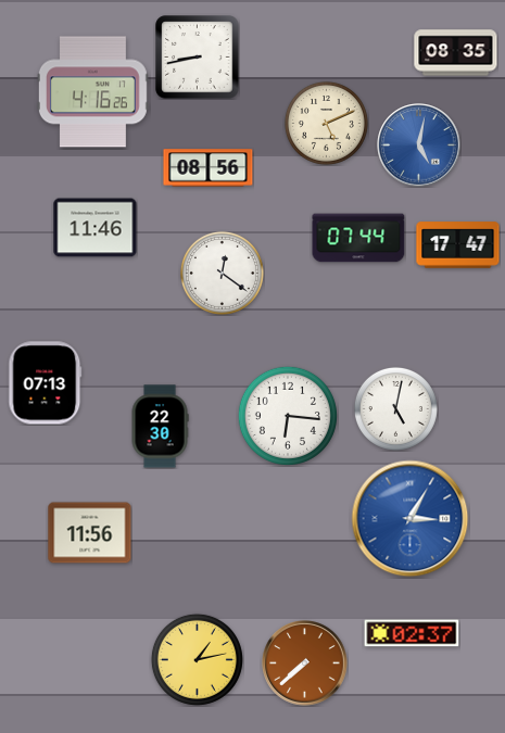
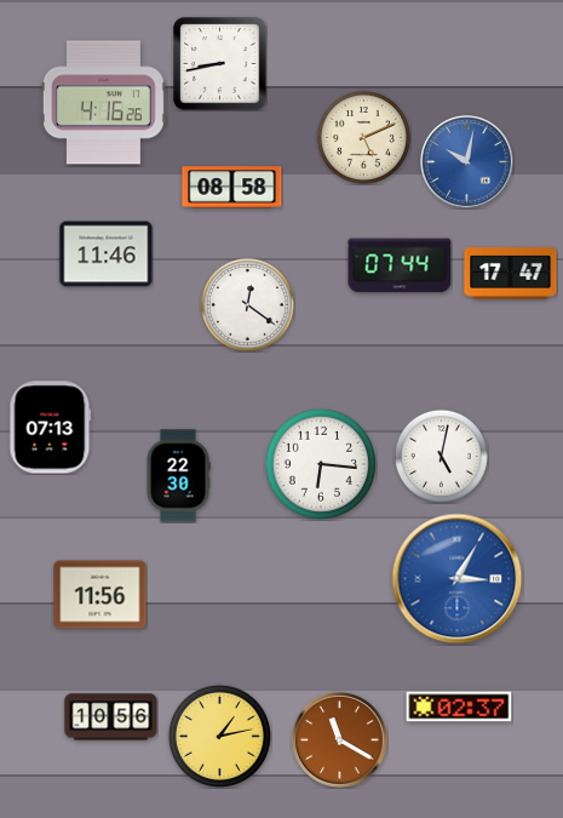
clock at (456, 53): 08:35 -> none
clock at (419, 146): 5:02 -> 10:02
clock at (209, 168): 08:56 -> 08:58
clock at (111, 717): none -> 10:56
clock at (305, 664): 7:38 -> 11:20
